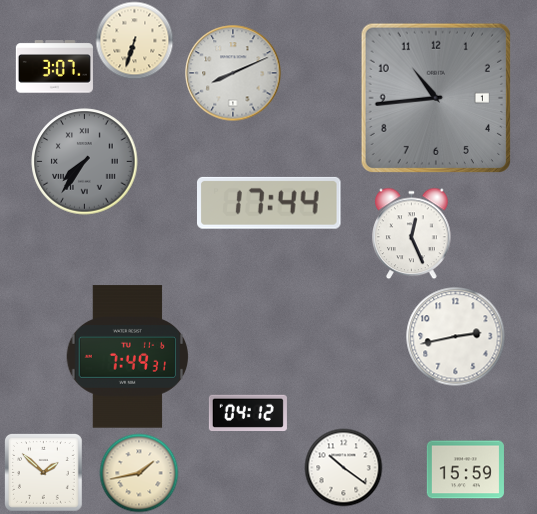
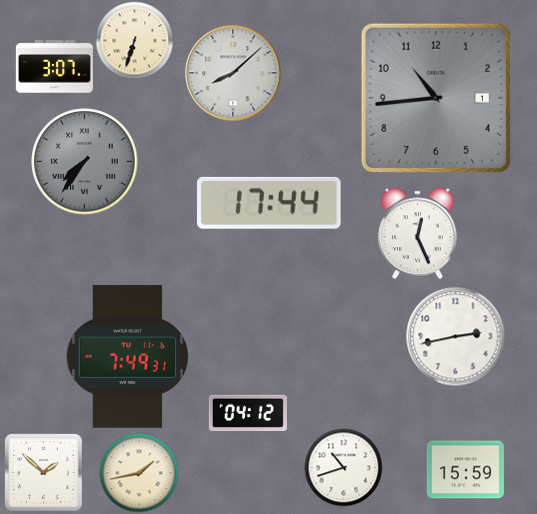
clock at (233, 73): 8:11 -> 8:08
clock at (412, 233) position: (412, 233) -> (418, 233)
clock at (343, 467): 10:21 -> 10:42
